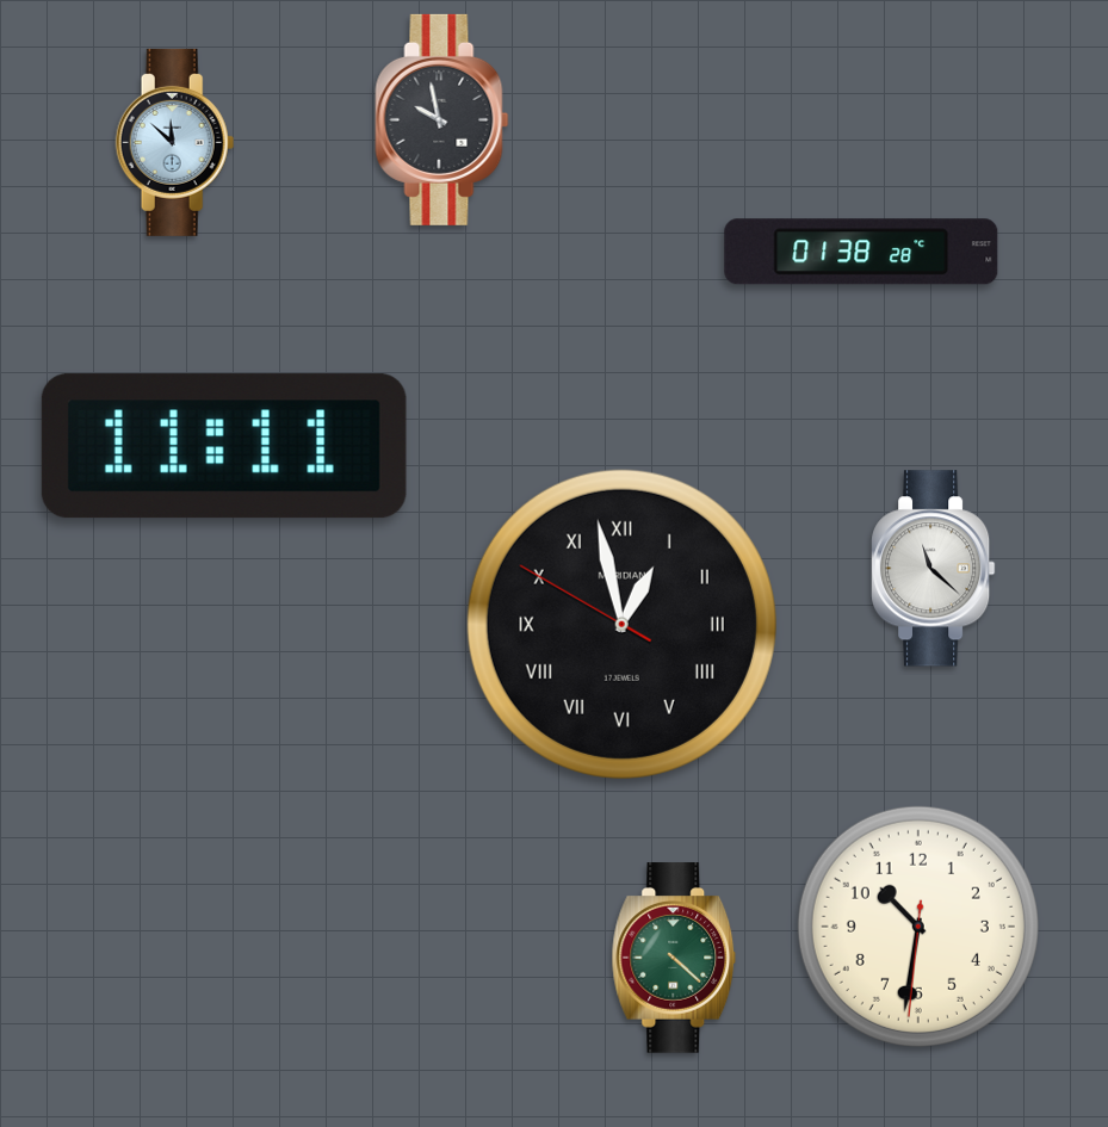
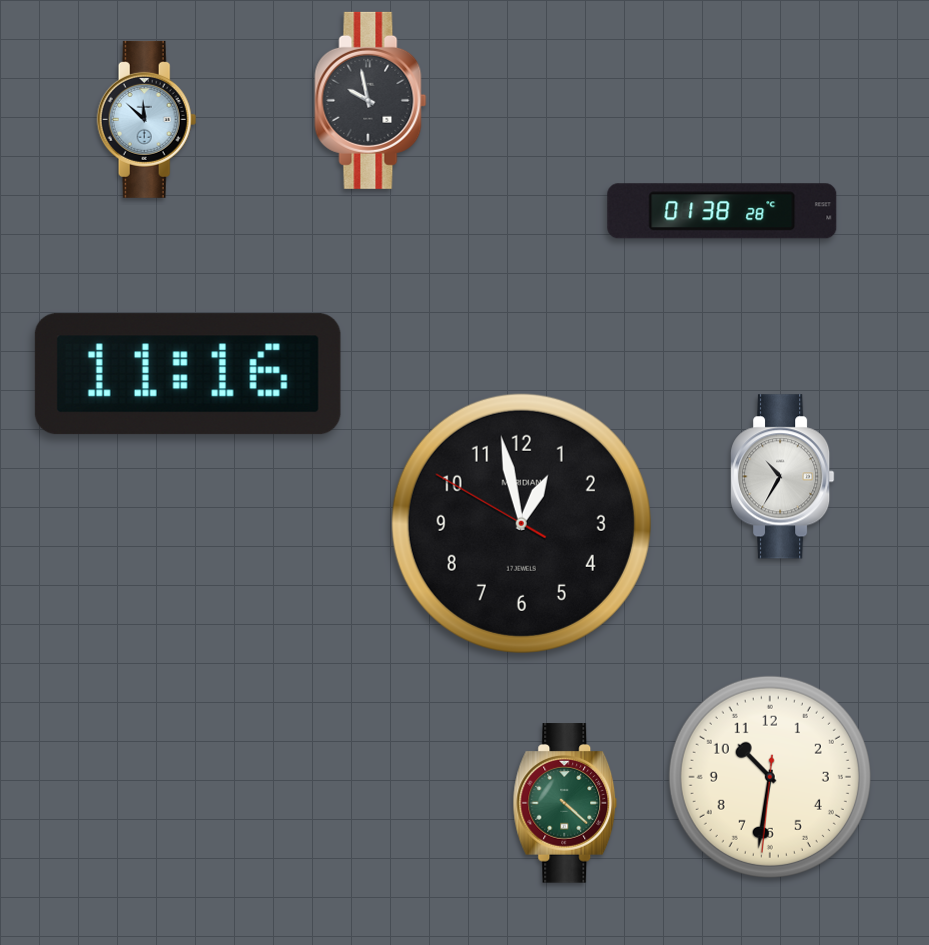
clock at (224, 446): 11:11 -> 11:16
clock at (934, 569): 11:22 -> 10:35
clock at (621, 624) numerals: Roman -> Arabic
